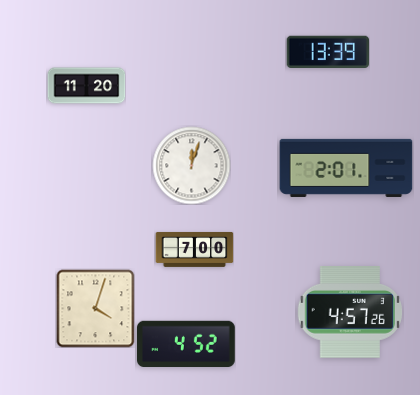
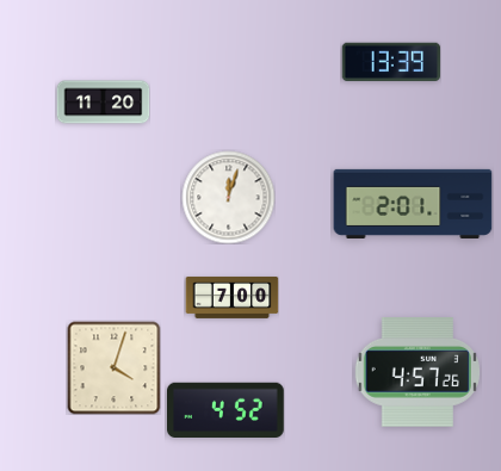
clock at (346, 168) position: (346, 168) -> (413, 204)
clock at (187, 343) position: (187, 343) -> (227, 409)
